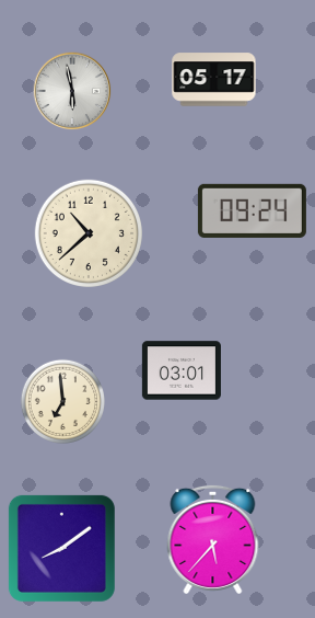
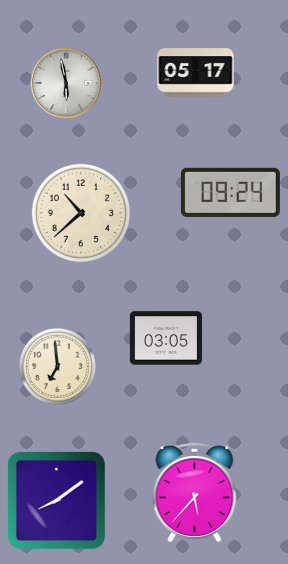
clock at (182, 370): 03:01 -> 03:05
